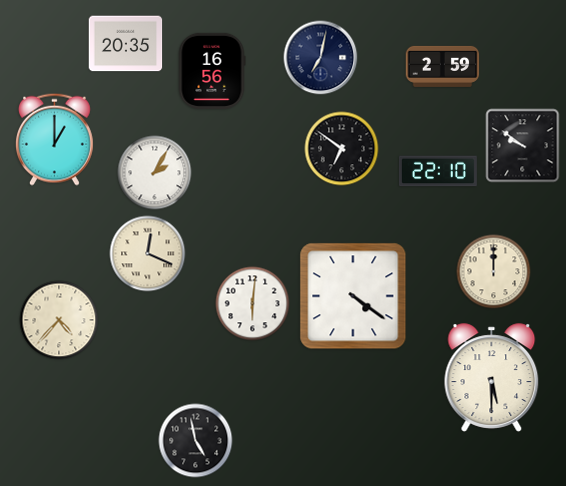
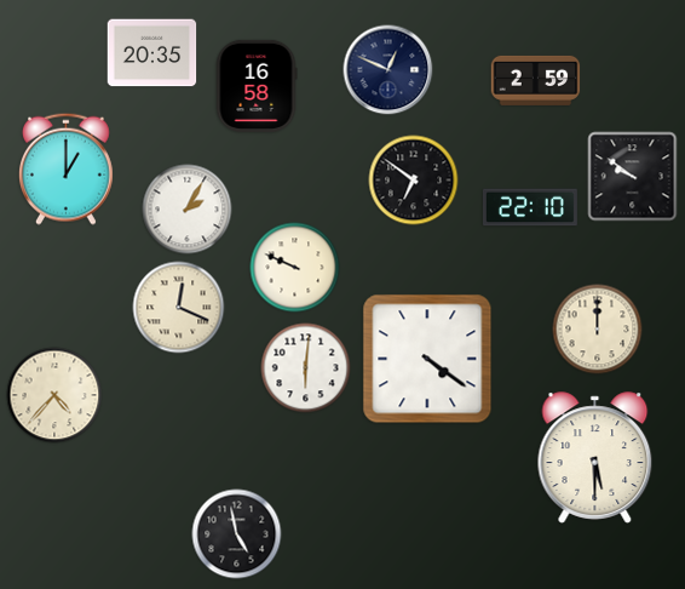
clock at (321, 58): 7:02 -> 12:49
clock at (212, 71): 16:56 -> 16:58
clock at (295, 268): none -> 9:49
clock at (59, 320) position: (59, 320) -> (54, 395)
